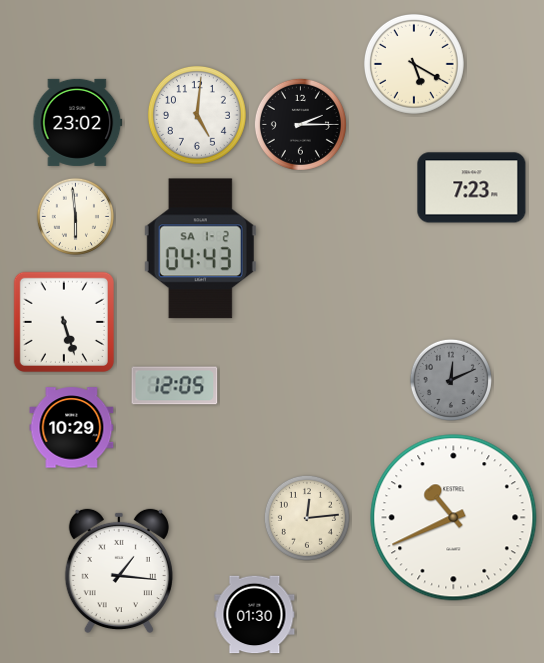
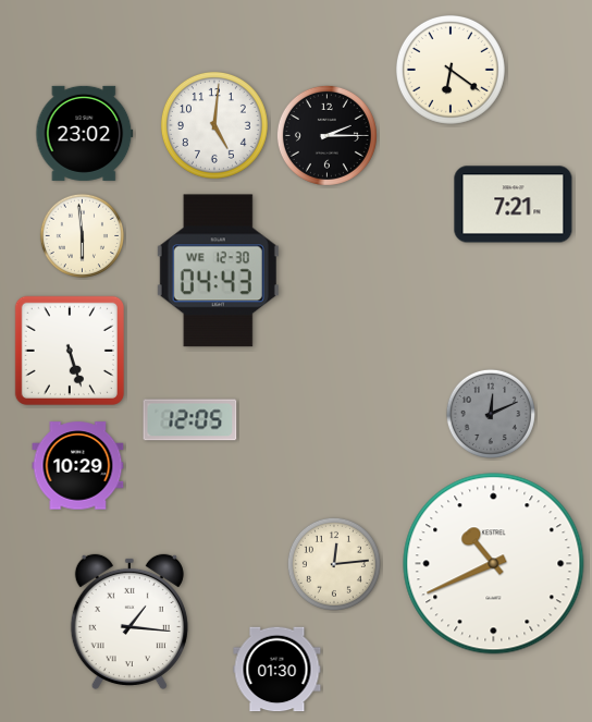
clock at (414, 64): 5:20 -> 6:21
clock at (472, 188): 7:23 -> 7:21
clock at (200, 249) date: SA 1-2 -> WE 12-30
